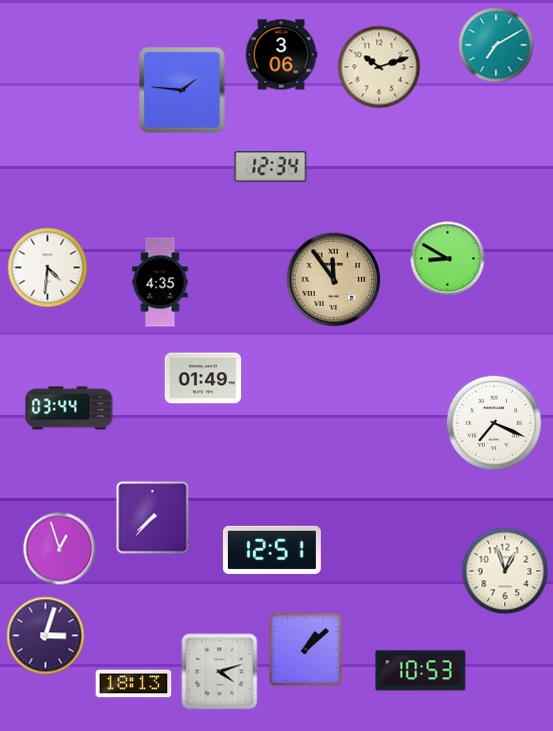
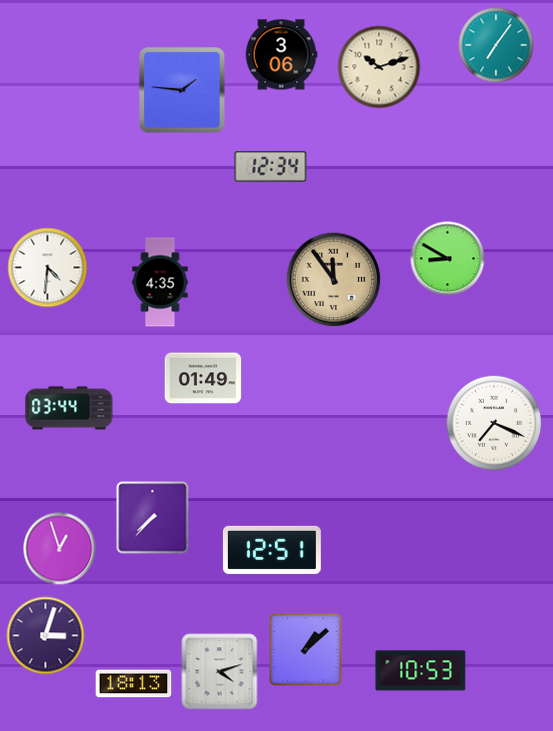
clock at (496, 45): 7:10 -> 7:06
clock at (505, 571): 12:57 -> none
